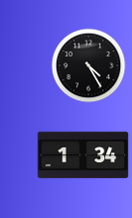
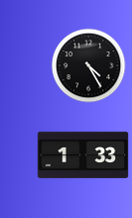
clock at (83, 155): 1:34 -> 1:33
